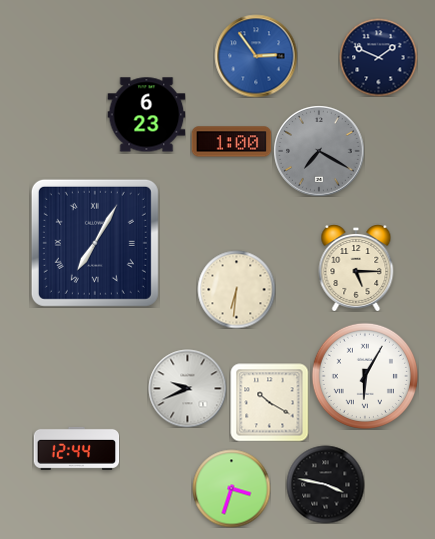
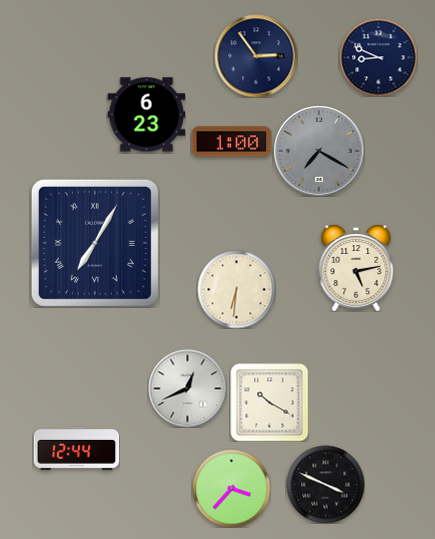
clock at (256, 56) dial: blue -> navy
clock at (378, 57): 1:49 -> 8:49
clock at (356, 268): 5:15 -> 5:13
clock at (365, 376): 6:05 -> none
clock at (187, 388): 9:41 -> 12:41
clock at (325, 484): 3:47 -> 3:49
clock at (231, 488): 3:33 -> 3:37
